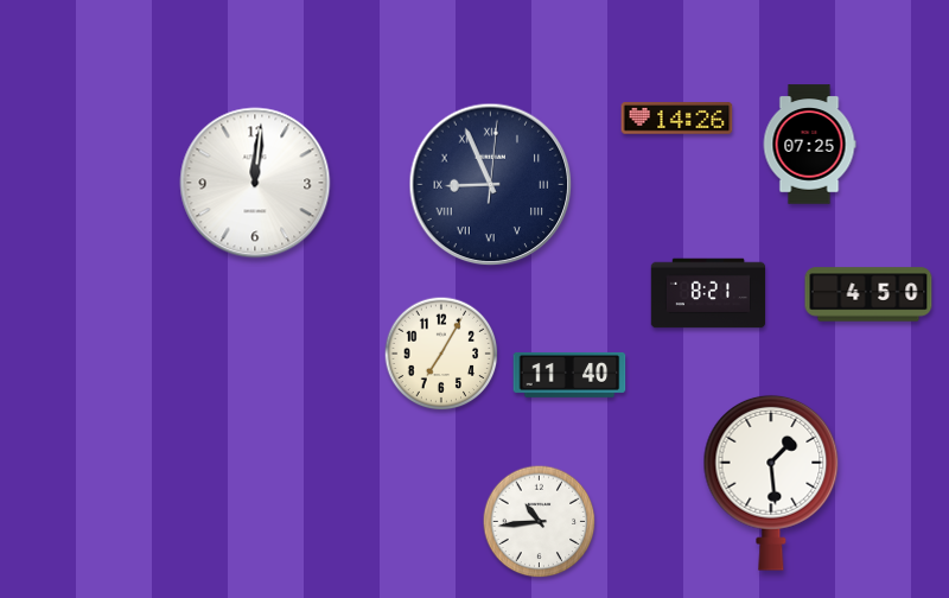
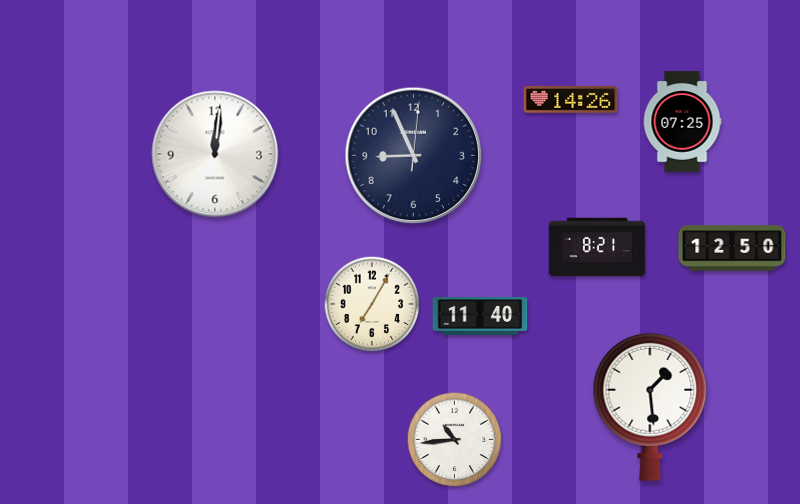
clock at (491, 185) numerals: Roman -> Arabic
clock at (868, 294): 4:50 -> 12:50
clock at (441, 354) position: (441, 354) -> (372, 304)
